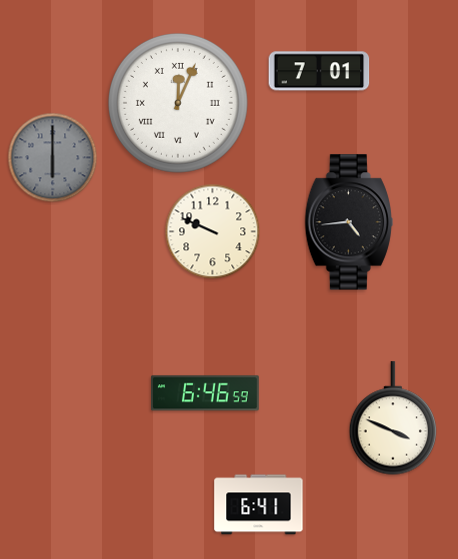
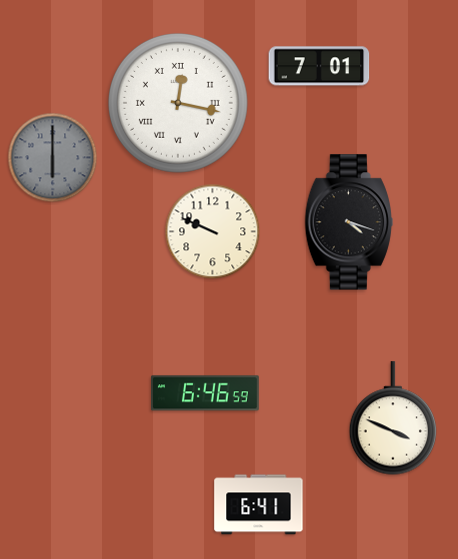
clock at (319, 71) position: (319, 71) -> (319, 66)
clock at (178, 103): 12:04 -> 12:17
clock at (349, 222): 4:44 -> 4:18
